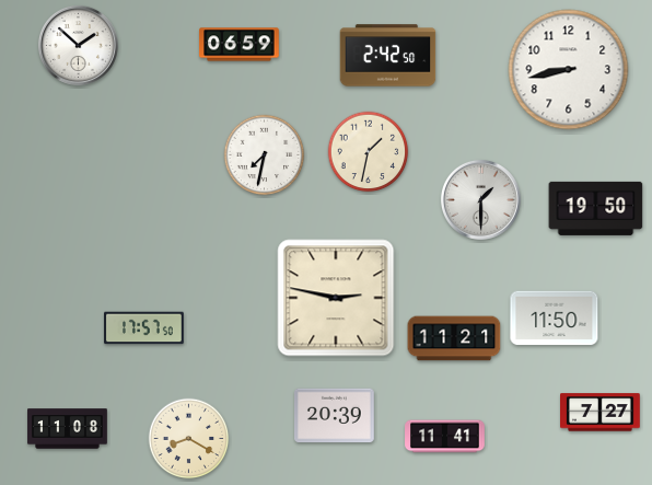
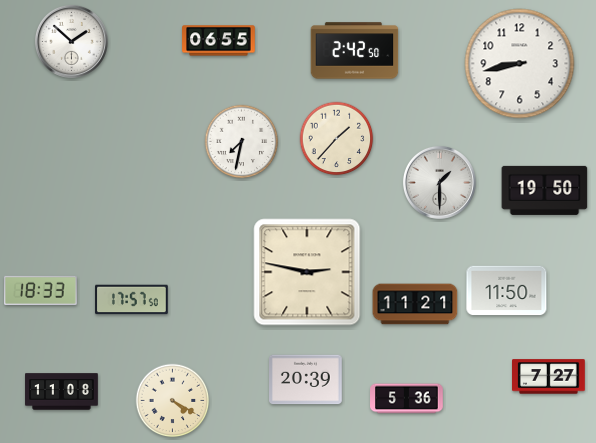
clock at (240, 45): 06:59 -> 06:55
clock at (369, 152): 1:32 -> 1:37
clock at (41, 290): none -> 18:33
clock at (454, 338) position: (454, 338) -> (415, 304)
clock at (445, 437): 11:41 -> 5:36
clock at (189, 439): 8:20 -> 4:20
